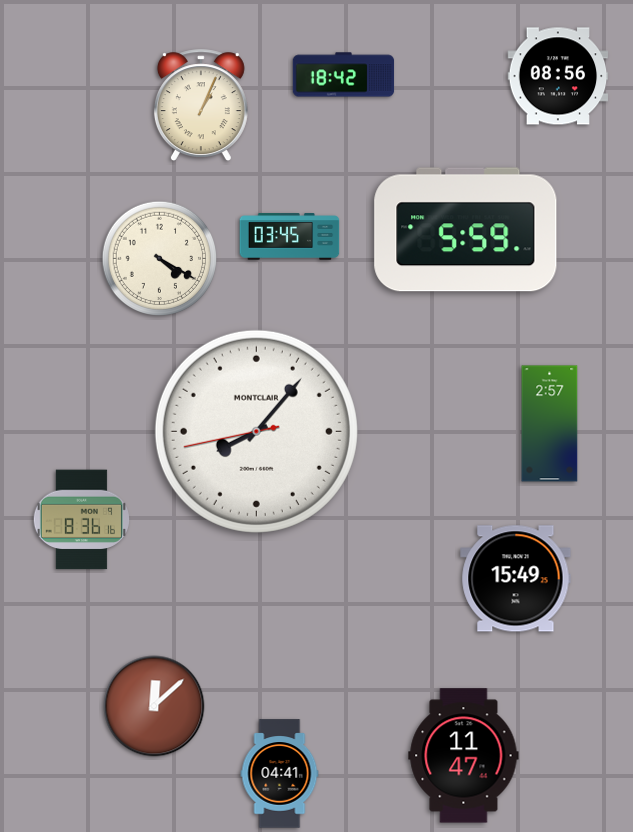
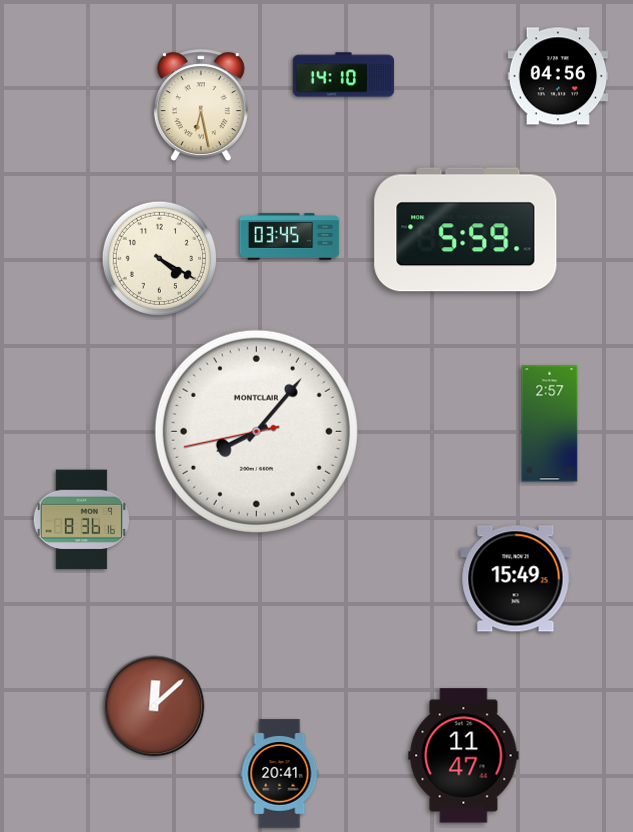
clock at (344, 75): 18:42 -> 14:10
clock at (558, 76): 08:56 -> 04:56
clock at (201, 106): 1:04 -> 6:28
clock at (280, 774): 04:41 -> 20:41
